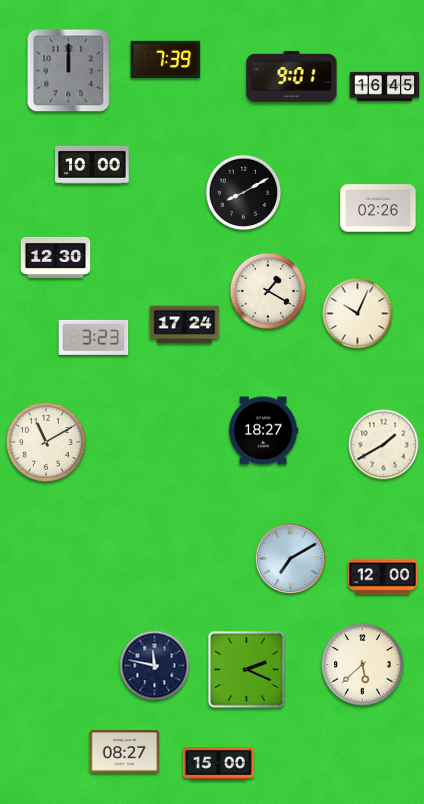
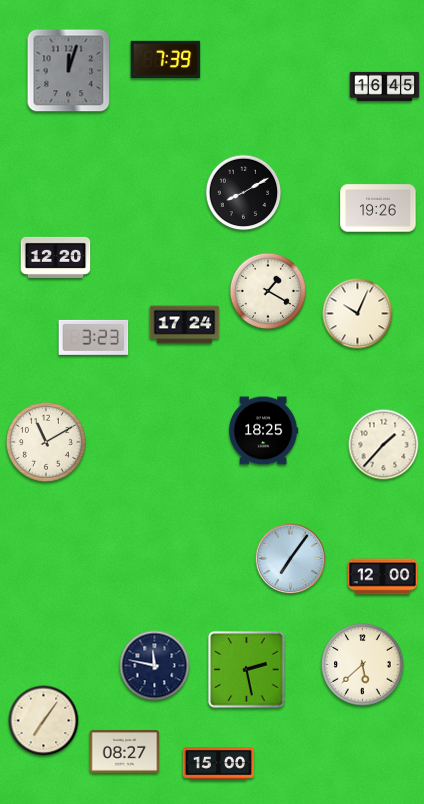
clock at (69, 71): 12:00 -> 12:03
clock at (292, 76): 9:01 -> none
clock at (92, 165): 10:00 -> none
clock at (378, 208): 02:26 -> 19:26
clock at (56, 257): 12:30 -> 12:20
clock at (263, 431): 18:27 -> 18:25
clock at (384, 445): 1:40 -> 1:37
clock at (291, 559): 7:10 -> 7:06
clock at (247, 670): 2:19 -> 2:28
clock at (44, 721): none -> 7:06
